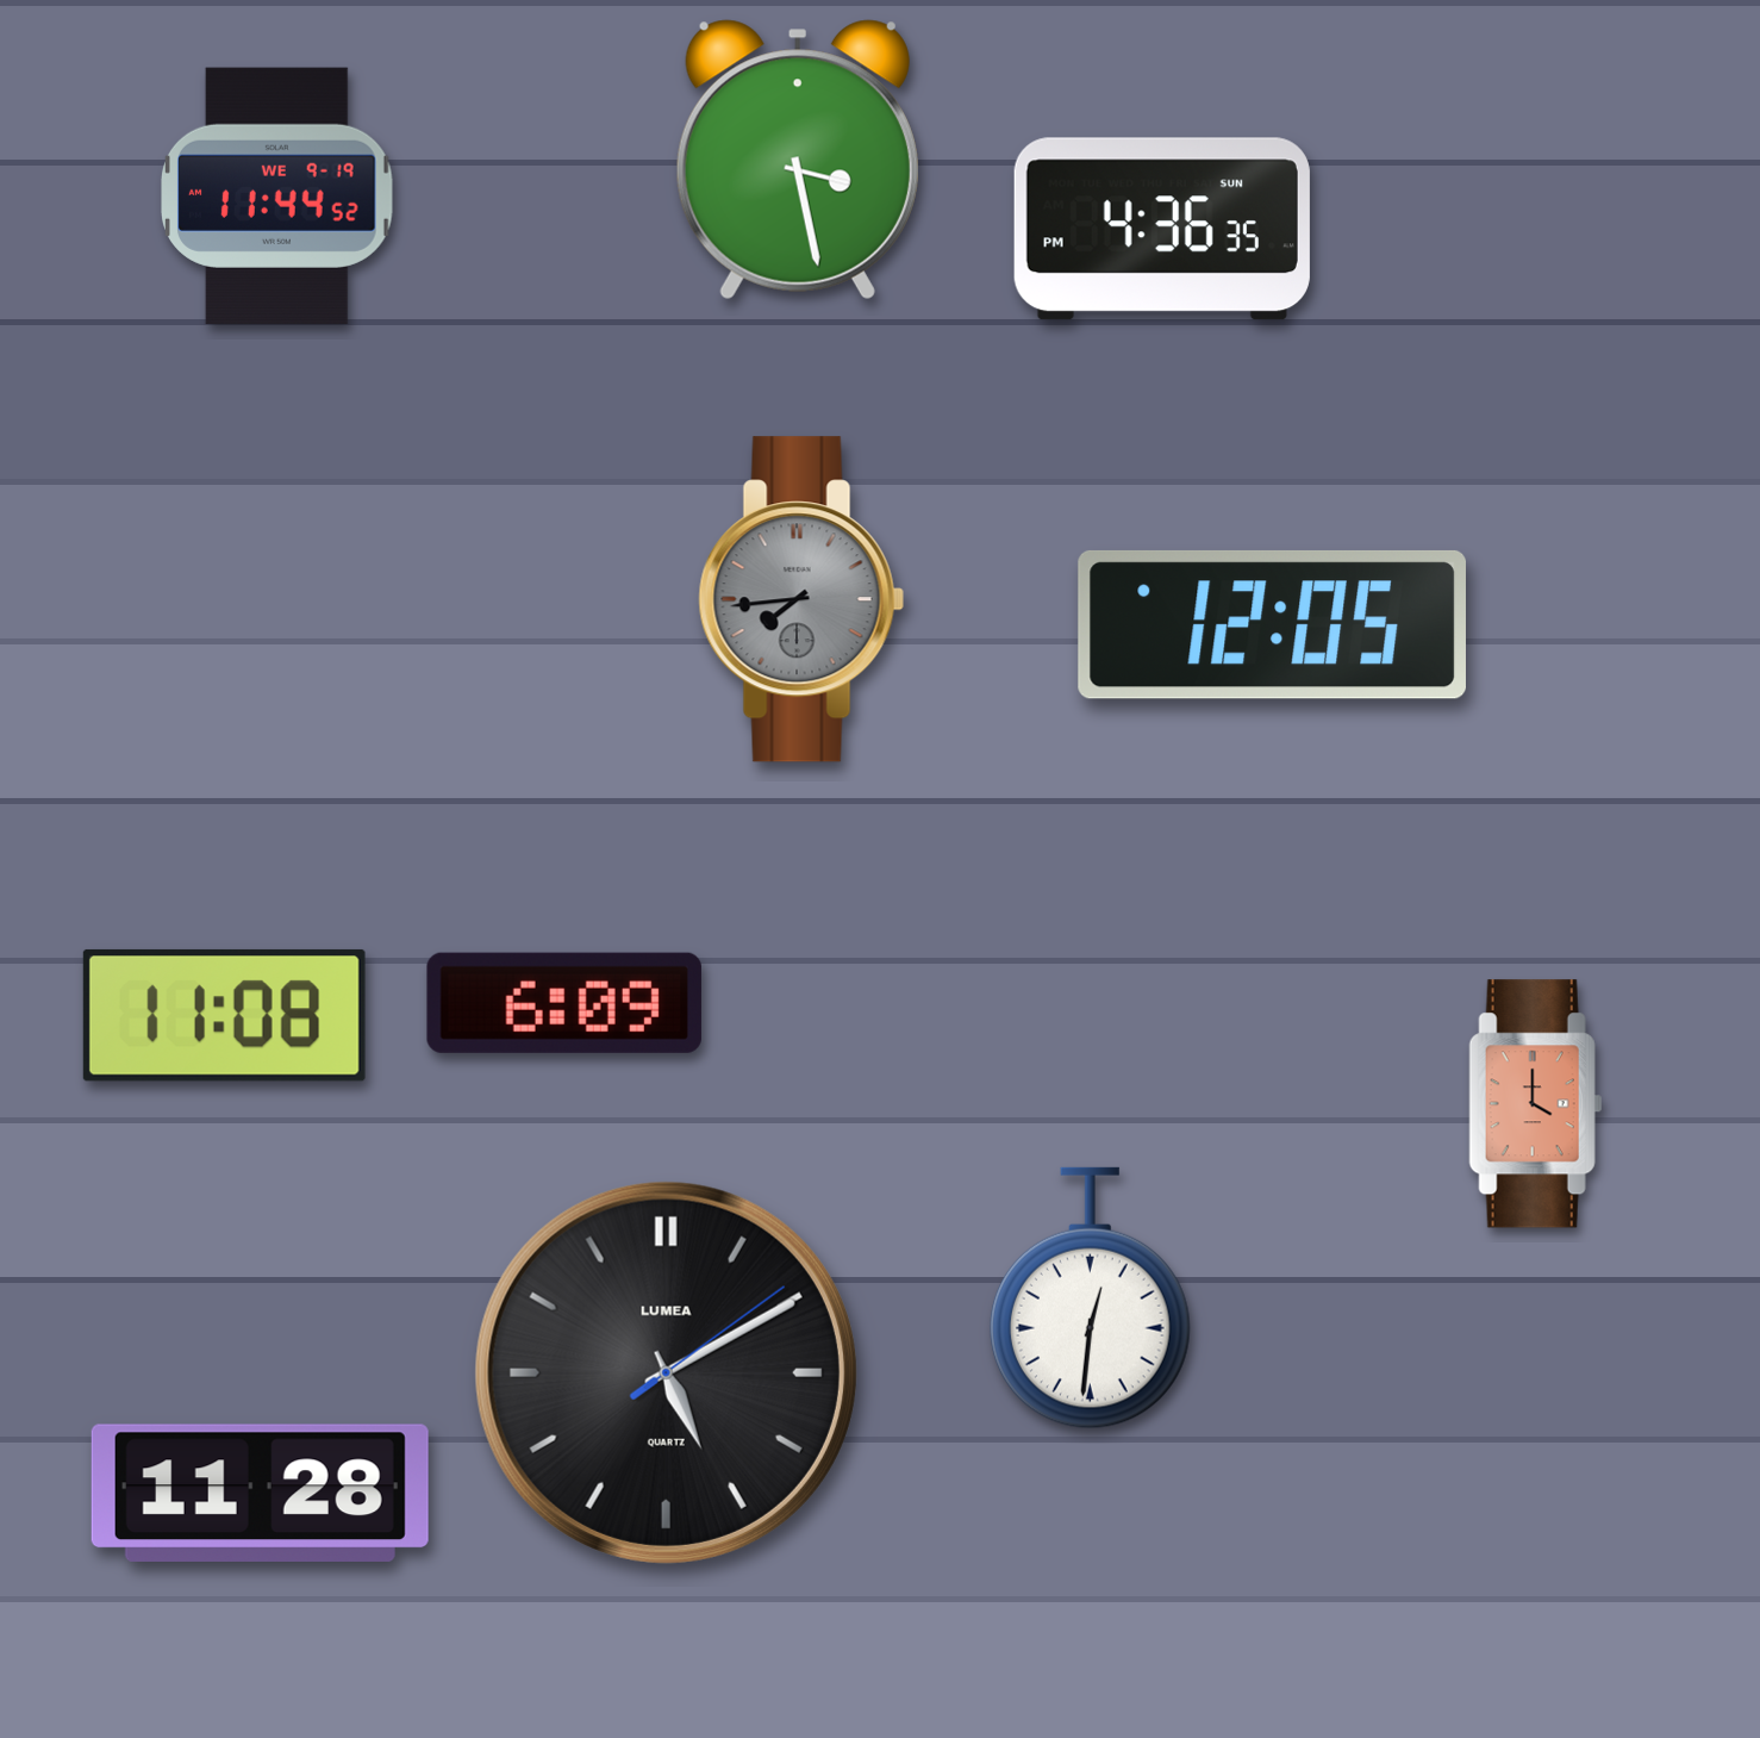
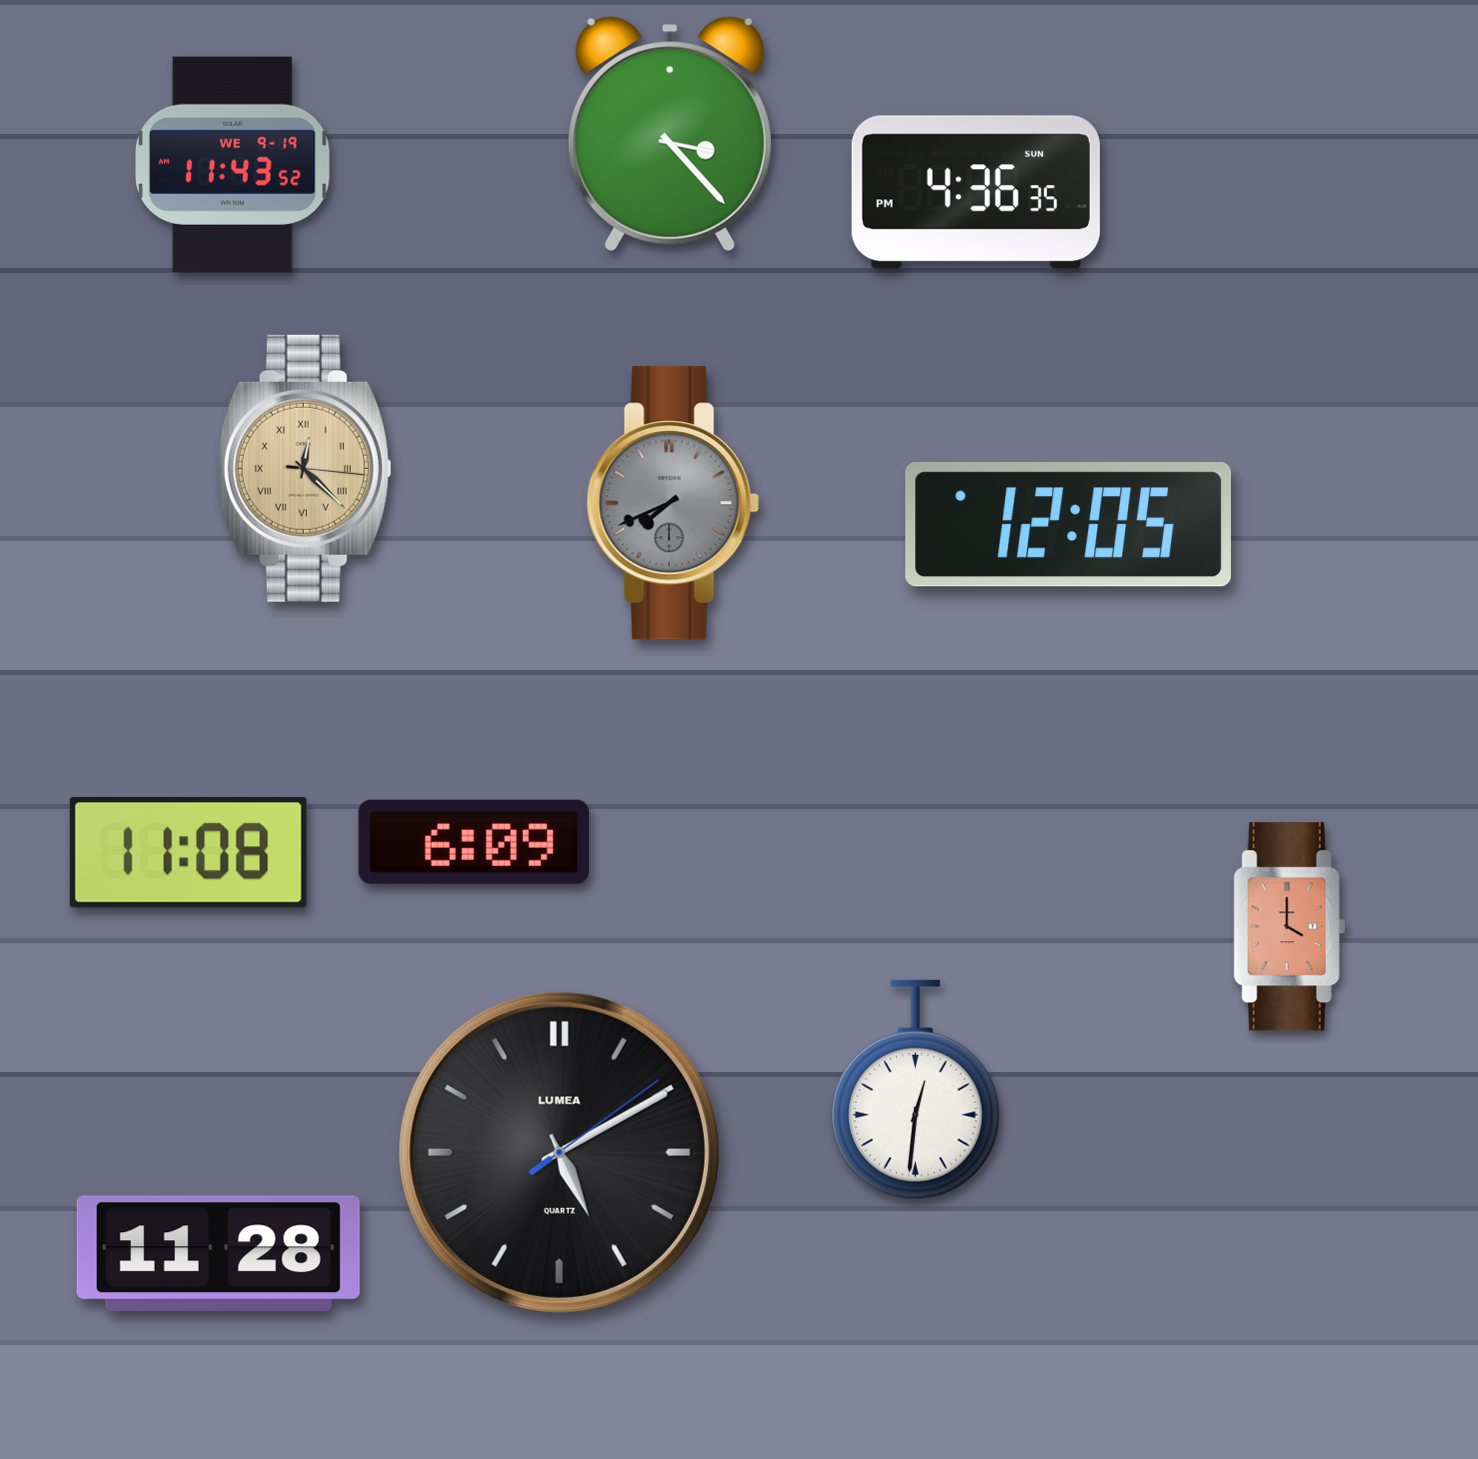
clock at (798, 160): 3:28 -> 3:23
clock at (277, 195): 11:44 -> 11:43
clock at (304, 468): none -> 12:22
clock at (801, 599): 7:44 -> 7:41
